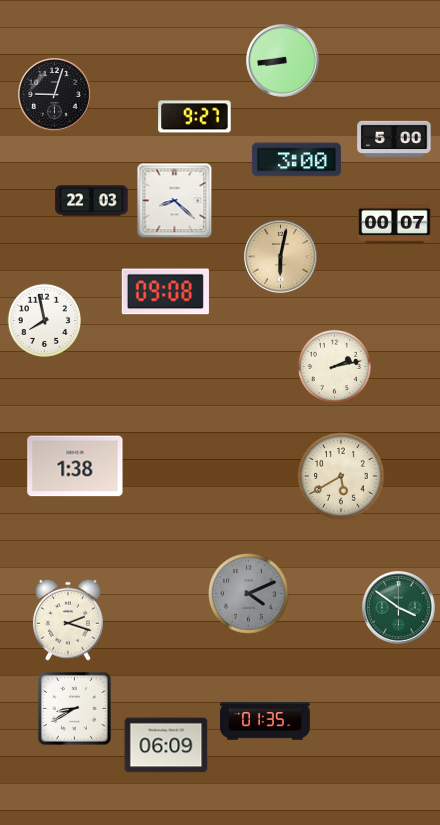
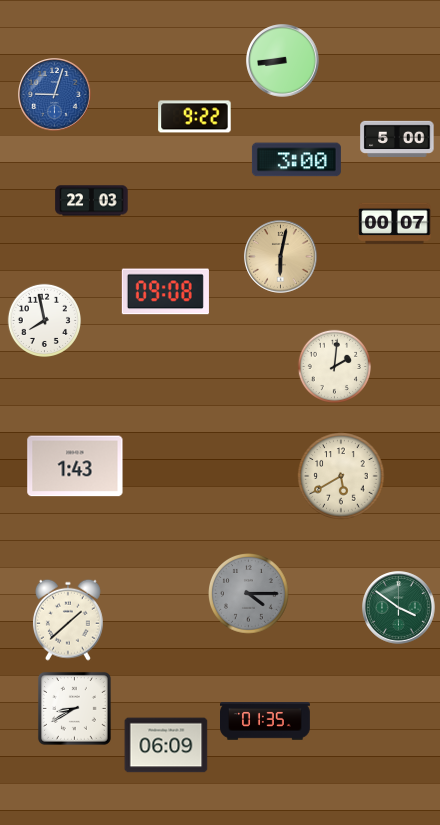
clock at (55, 95) dial: black -> blue
clock at (195, 117): 9:27 -> 9:22
clock at (394, 138) position: (394, 138) -> (397, 138)
clock at (175, 201): 8:22 -> none
clock at (334, 366): 2:13 -> 2:01
clock at (75, 466): 1:38 -> 1:43
clock at (249, 594): 4:11 -> 4:15
clock at (68, 620): 2:18 -> 1:38
